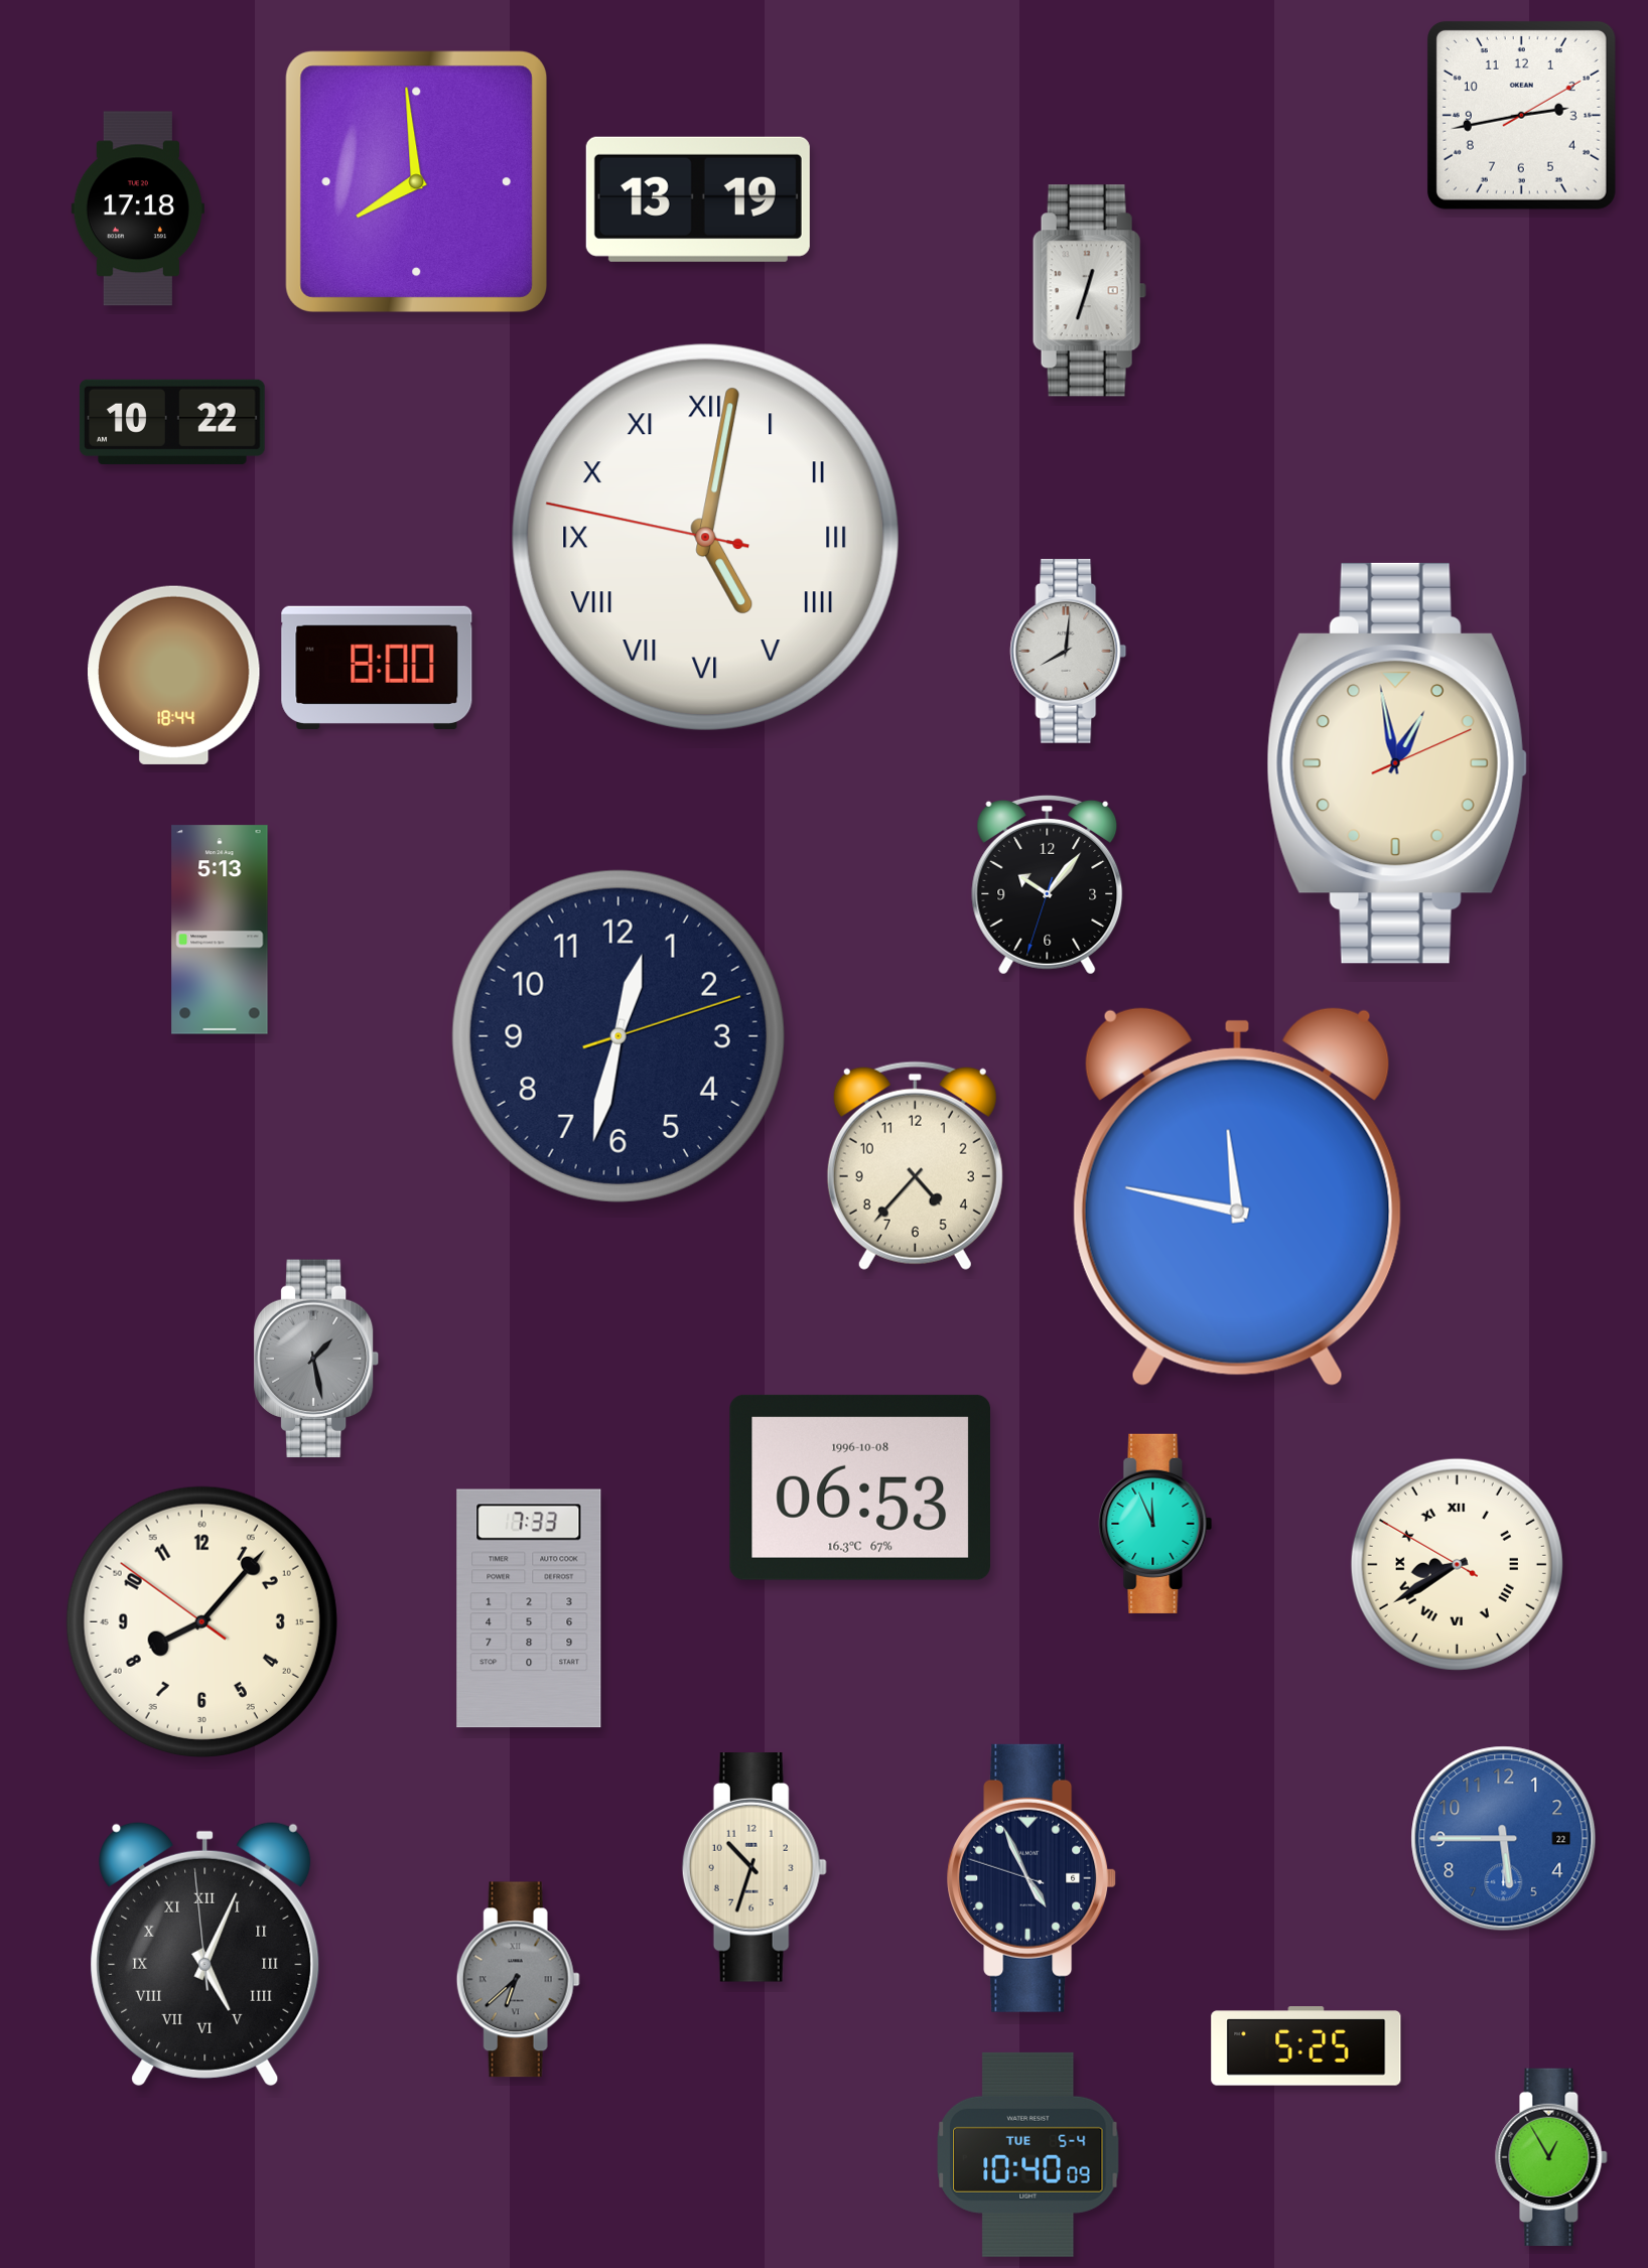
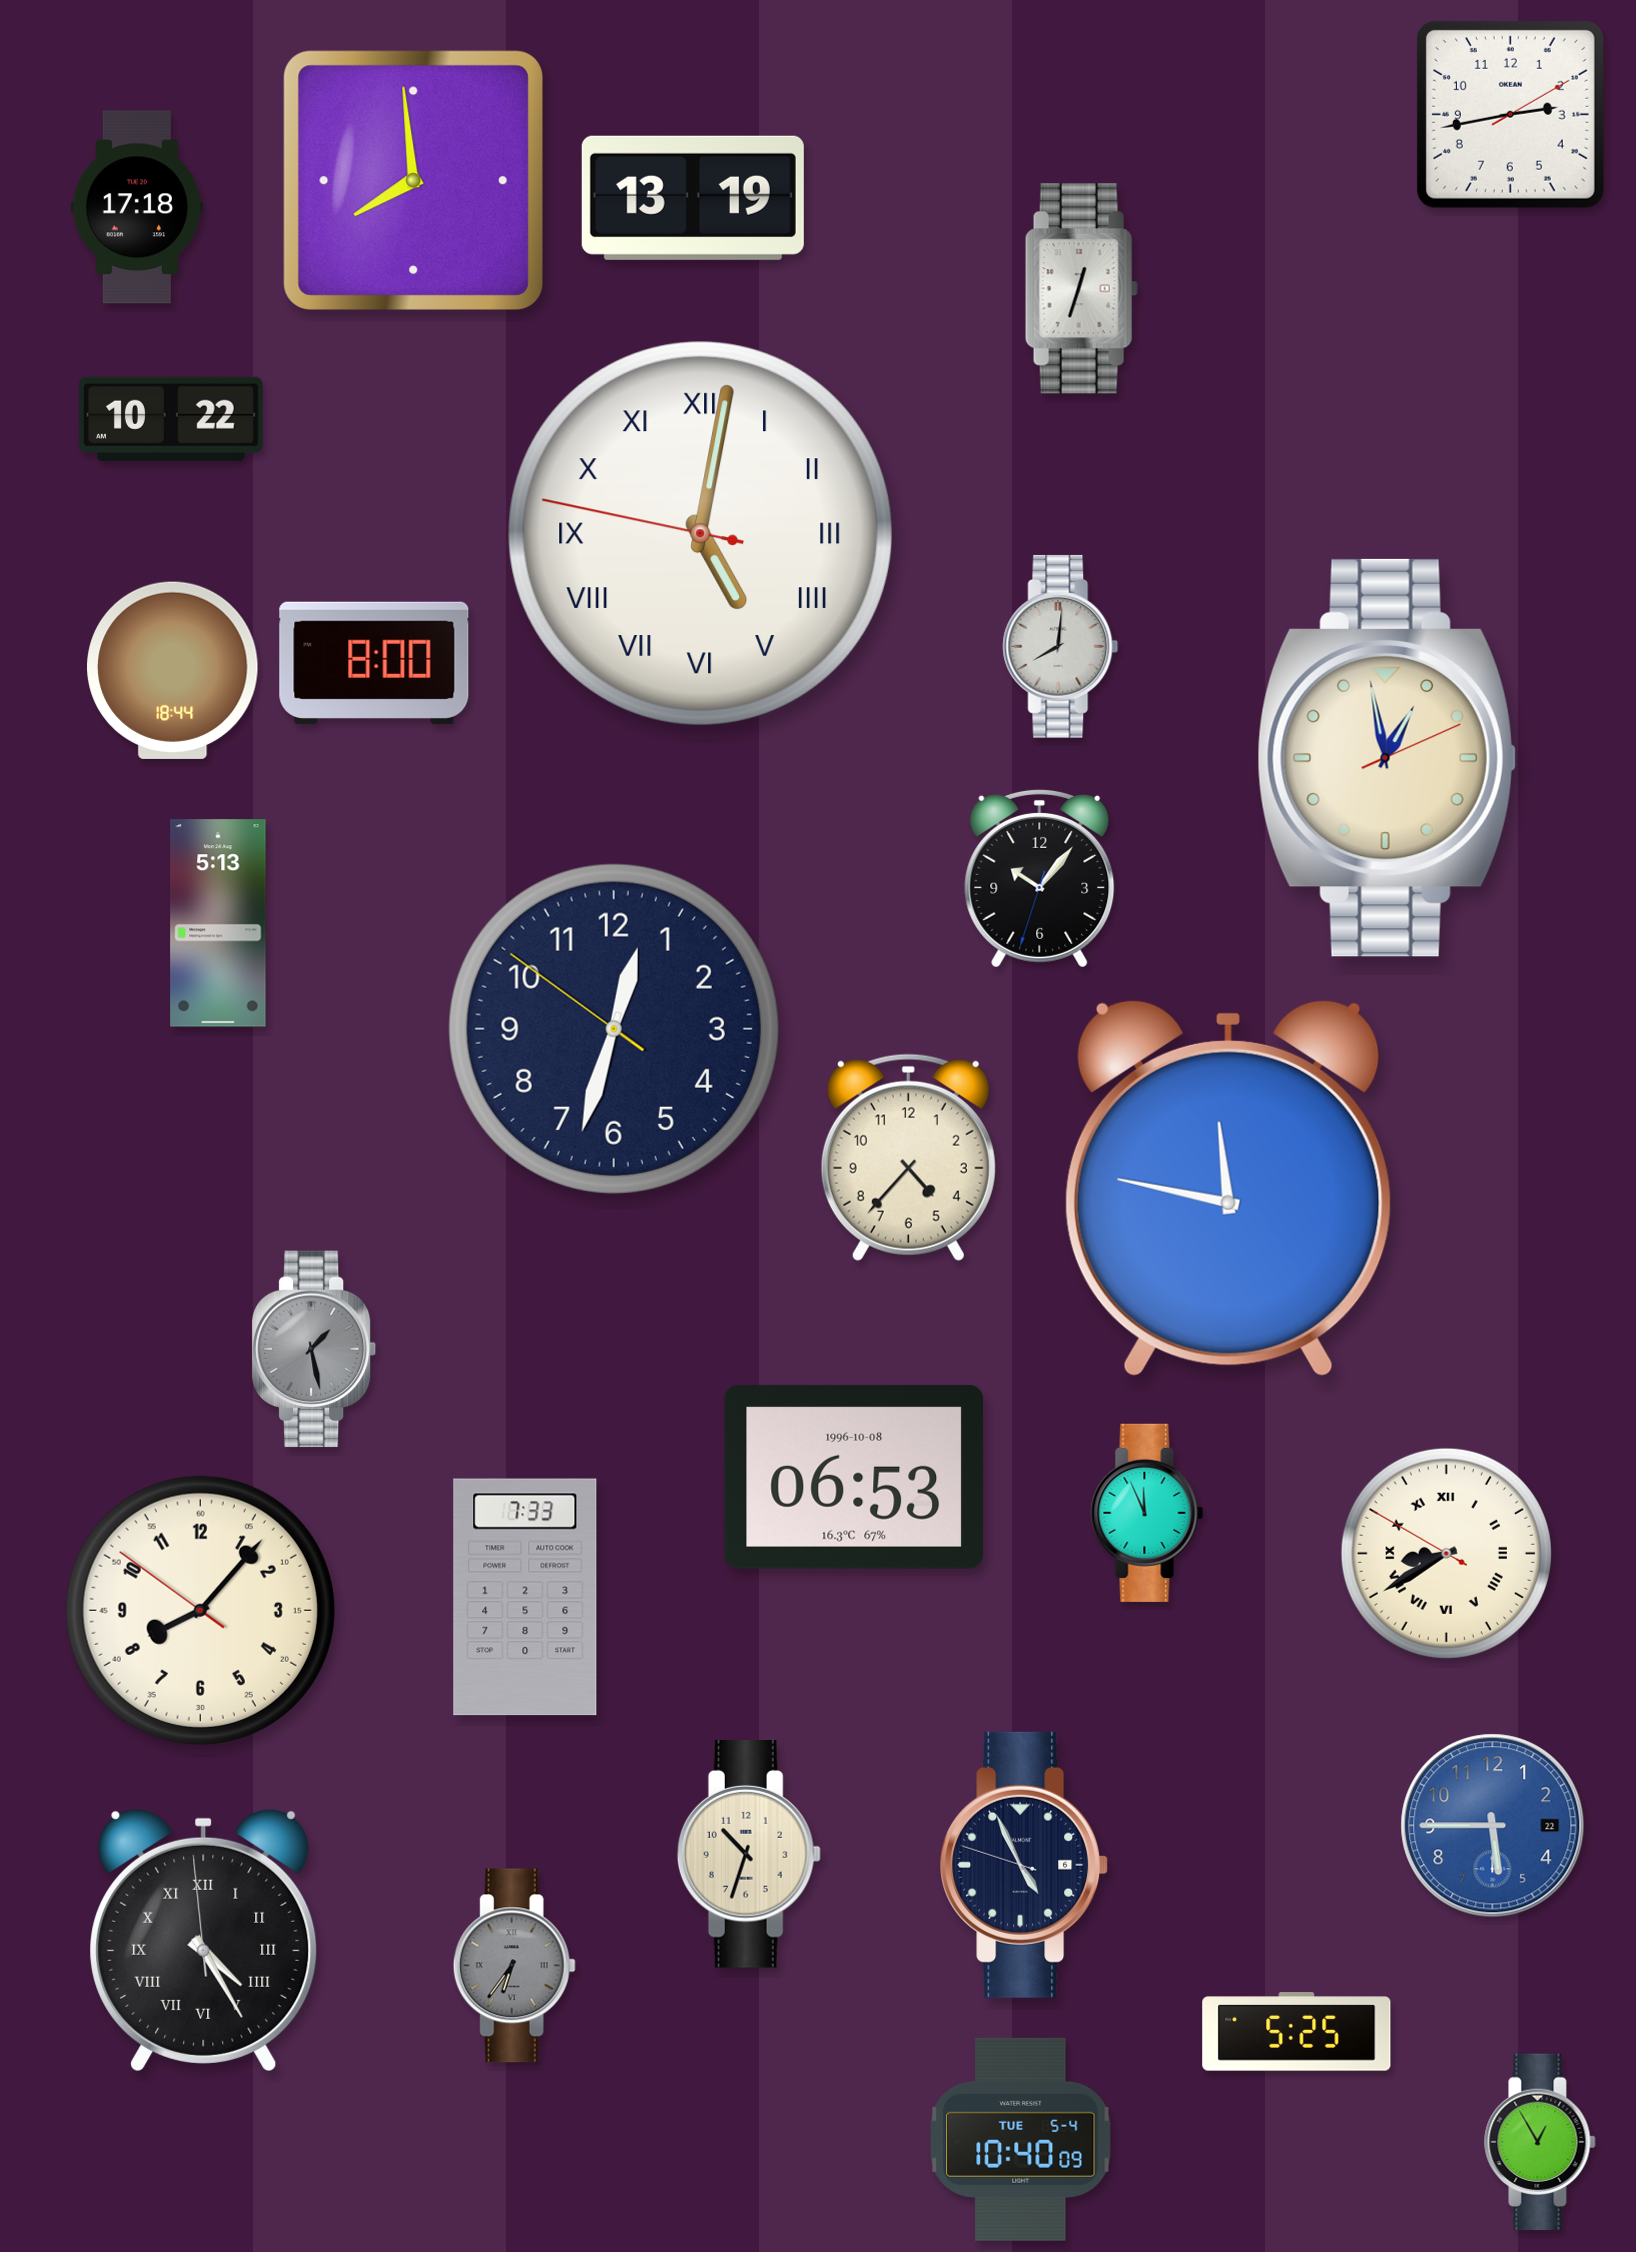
clock at (619, 1036): 12:32:12 -> 12:32:51
clock at (205, 1954): 5:03 -> 4:24
clock at (518, 1980): 6:38 -> 6:36
